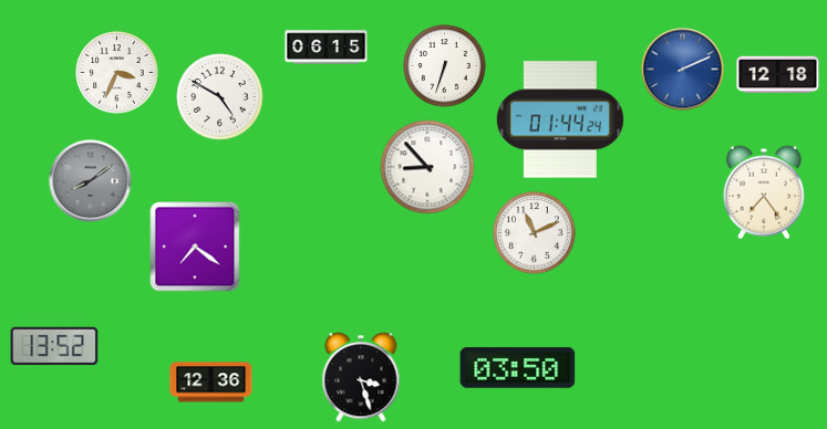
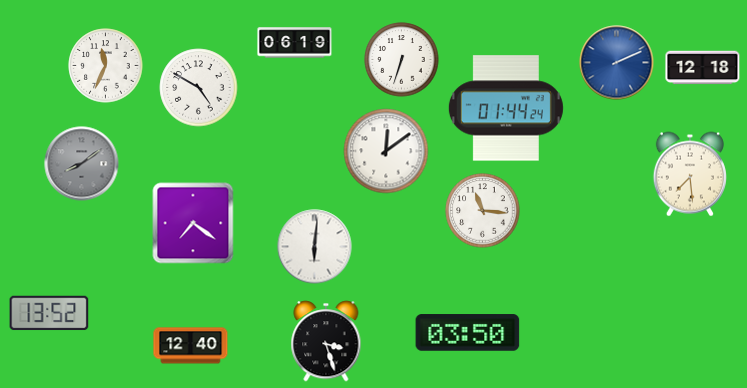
clock at (327, 48): 06:15 -> 06:19
clock at (117, 73): 3:34 -> 11:34
clock at (427, 167): 8:53 -> 12:09
clock at (764, 192): 7:24 -> 7:29
clock at (535, 233): 11:11 -> 11:16
clock at (195, 247) position: (195, 247) -> (193, 223)
clock at (315, 247): none -> 6:01
clock at (211, 383): 12:36 -> 12:40
